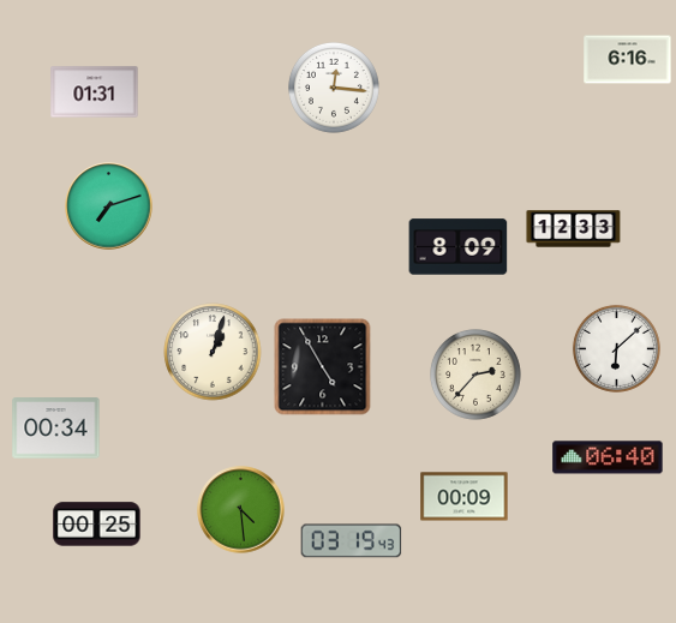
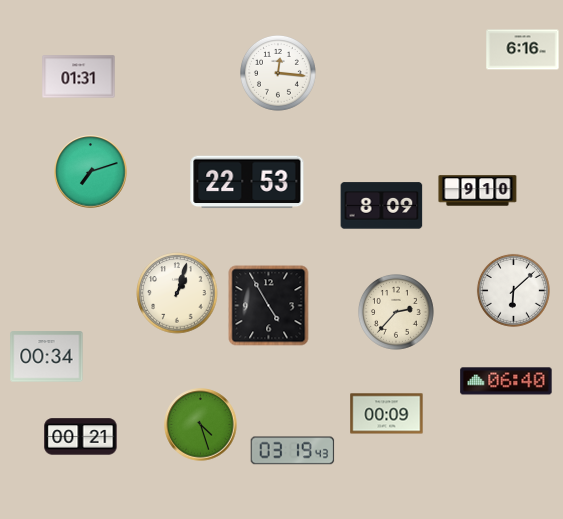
clock at (247, 182): none -> 22:53
clock at (574, 229): 12:33 -> 9:10
clock at (241, 510): 4:29 -> 4:27
clock at (97, 525): 00:25 -> 00:21
